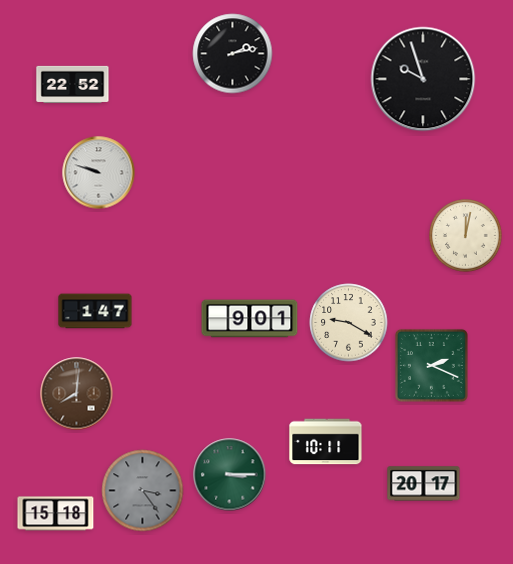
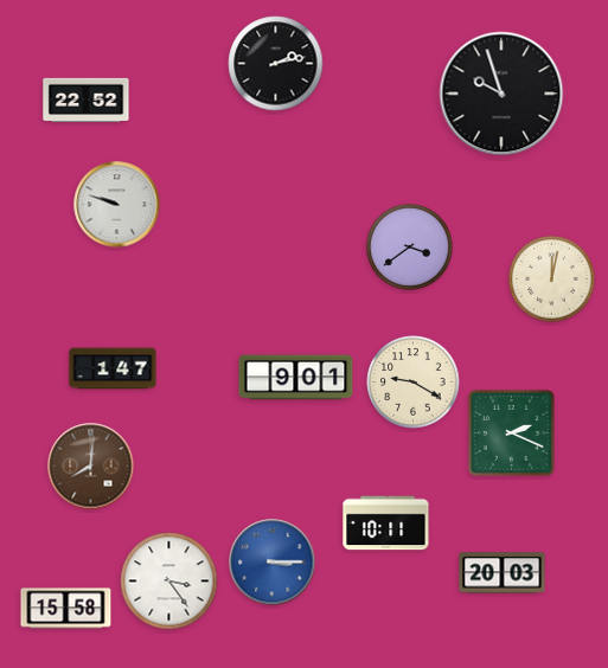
clock at (410, 248): none -> 3:39
clock at (230, 475) dial: green -> blue
clock at (424, 484): 20:17 -> 20:03
clock at (143, 491) dial: grey -> white
clock at (56, 514): 15:18 -> 15:58
